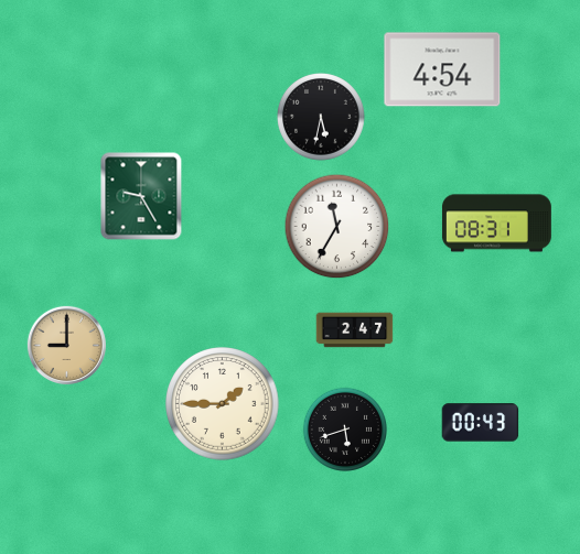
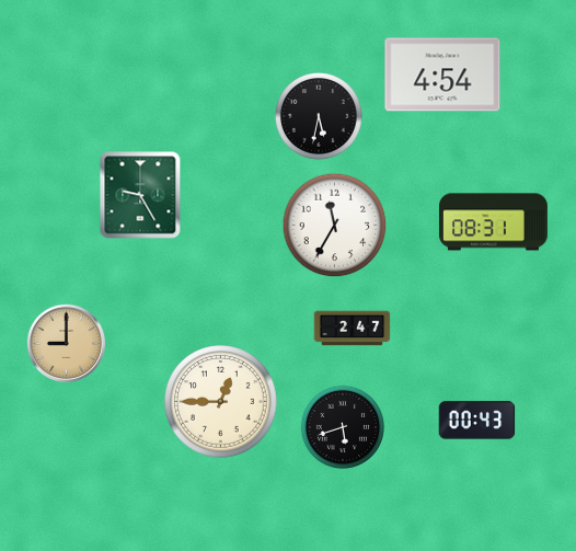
clock at (442, 69) position: (442, 69) -> (442, 74)
clock at (223, 404): 1:45 -> 12:45
